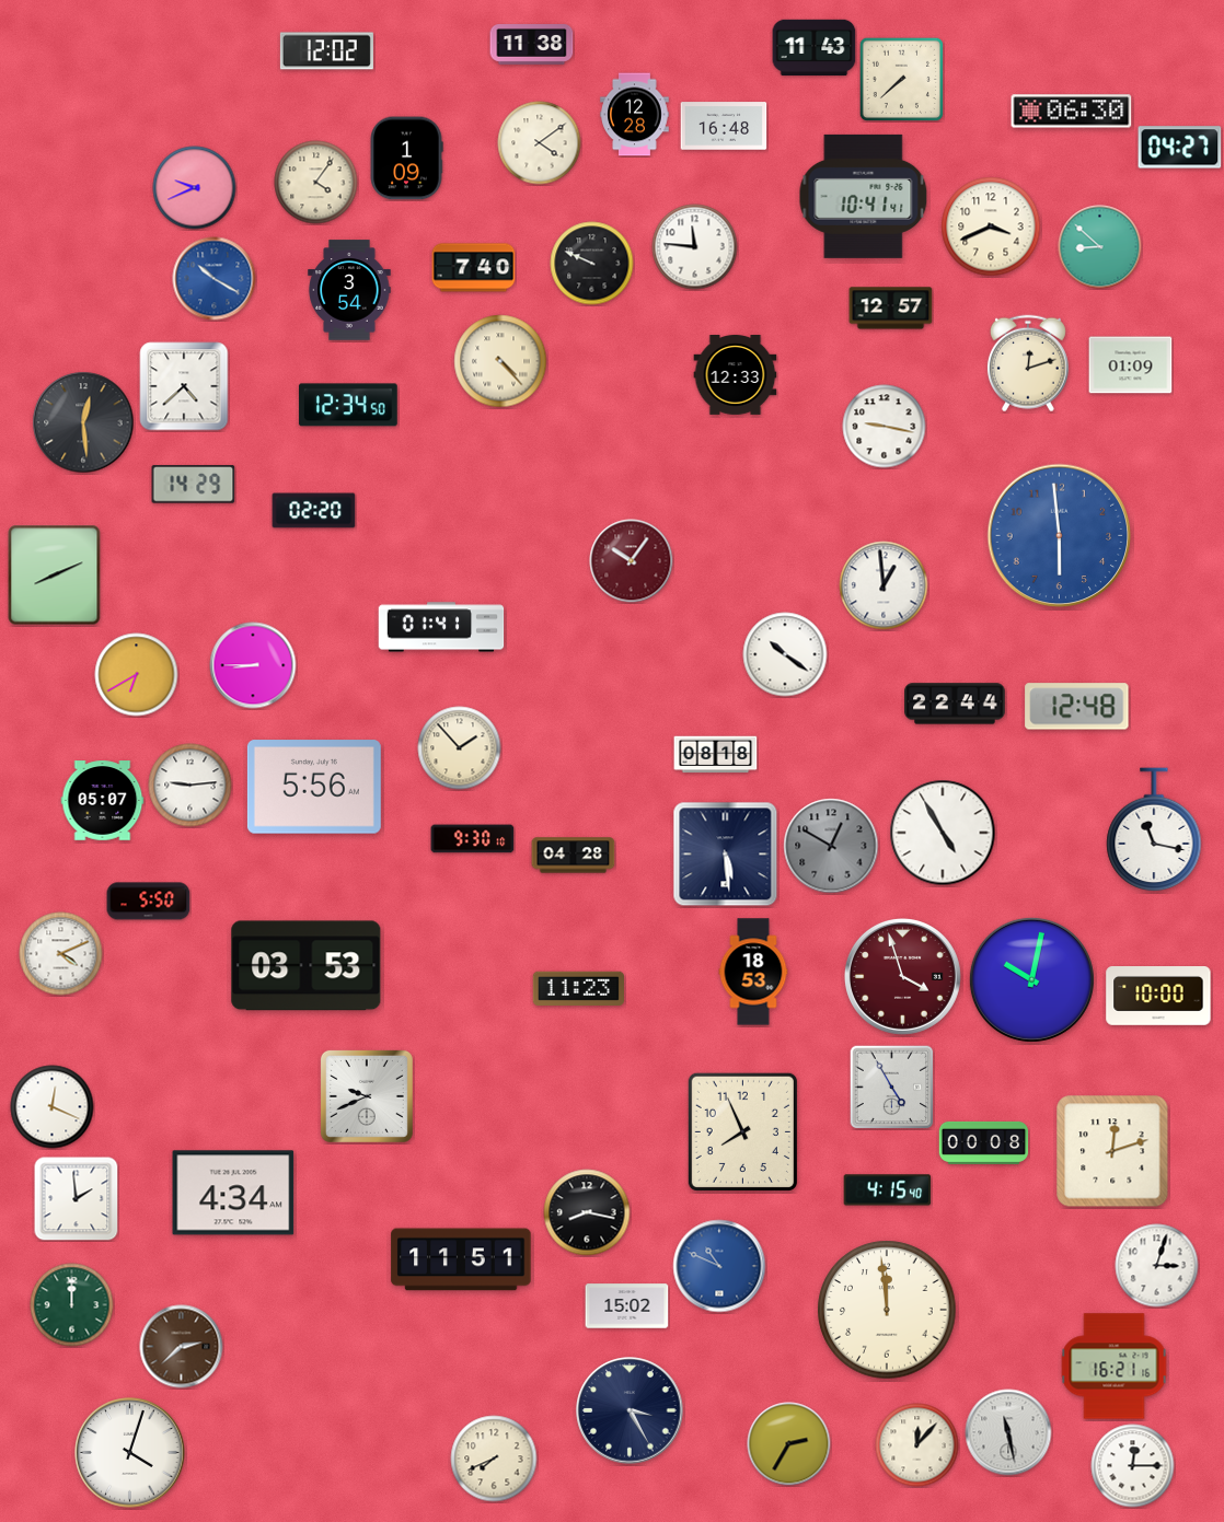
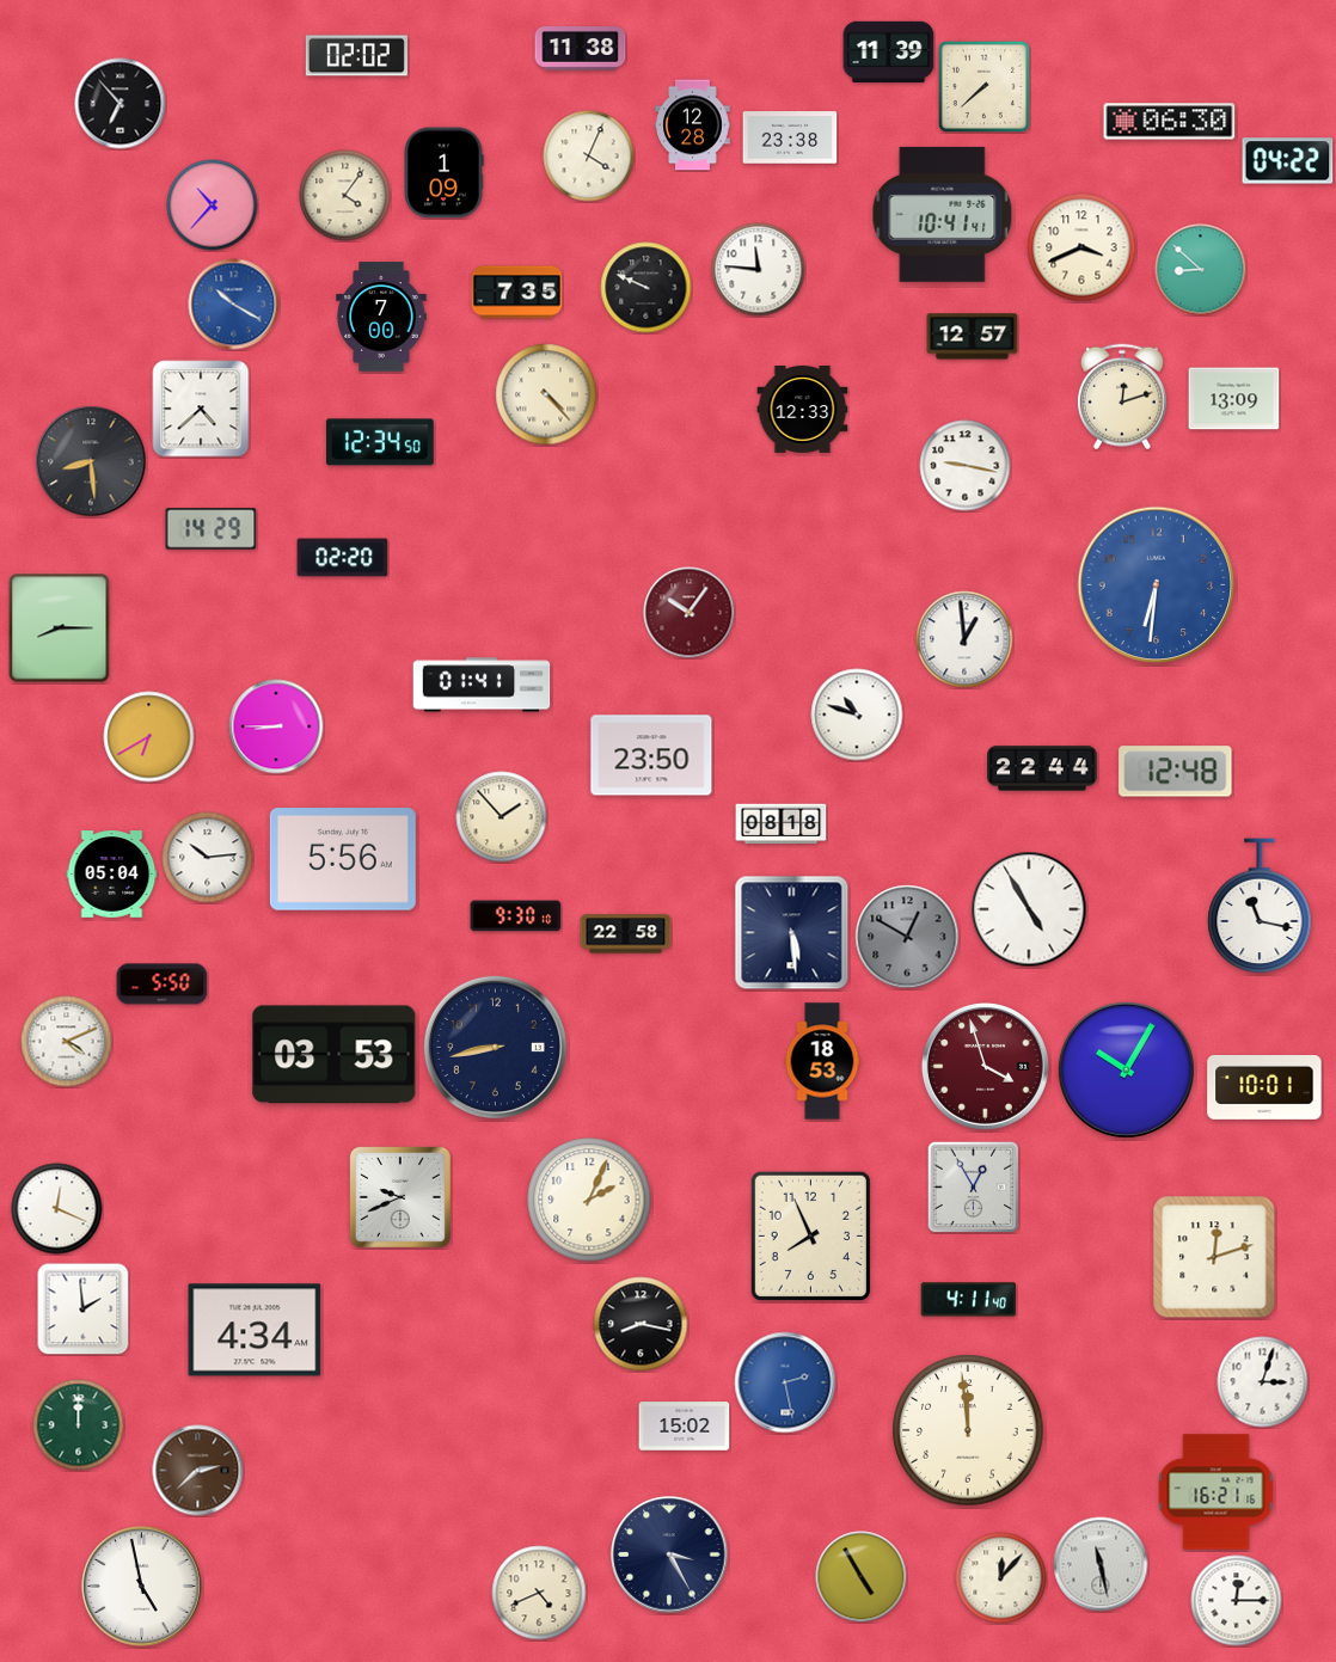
clock at (815, 48): 11:43 -> 11:39
clock at (326, 51): 12:02 -> 02:02
clock at (121, 104): none -> 6:53
clock at (724, 126): 16:48 -> 23:38
clock at (540, 143): 4:09 -> 4:04
clock at (1180, 148): 04:27 -> 04:22
clock at (316, 183) position: (316, 183) -> (345, 196)
clock at (195, 188): 9:41 -> 10:37
clock at (474, 268): 7:40 -> 7:35
clock at (349, 290): 3:54 -> 7:00
clock at (1131, 365): 01:09 -> 13:09
clock at (184, 386) position: (184, 386) -> (201, 409)
clock at (83, 422): 12:29 -> 8:29
clock at (1060, 536): 5:59 -> 6:31
clock at (55, 576): 8:11 -> 8:15
clock at (785, 654): 10:21 -> 10:48
clock at (651, 755): none -> 23:50
clock at (190, 786): 9:14 -> 10:14
clock at (103, 801): 05:07 -> 05:04
clock at (831, 846) position: (831, 846) -> (907, 937)
clock at (574, 856): 04:28 -> 22:58
clock at (495, 1047): none -> 8:43
clock at (1031, 979): 10:02 -> 10:05
clock at (578, 988): 11:23 -> none
clock at (1158, 997): 10:00 -> 10:01
clock at (891, 1087): 4:55 -> 12:55
clock at (589, 1200): none -> 2:04
clock at (984, 1142): 00:08 -> none
clock at (888, 1190): 4:15 -> 4:11
clock at (233, 1193) position: (233, 1193) -> (255, 1330)
clock at (461, 1259): 11:51 -> none
clock at (719, 1266): 10:49 -> 2:28
clock at (630, 1410) position: (630, 1410) -> (669, 1554)
clock at (789, 1444): 2:35 -> 4:55
clock at (130, 1453): 4:03 -> 4:58
clock at (494, 1459): 7:41 -> 4:41
